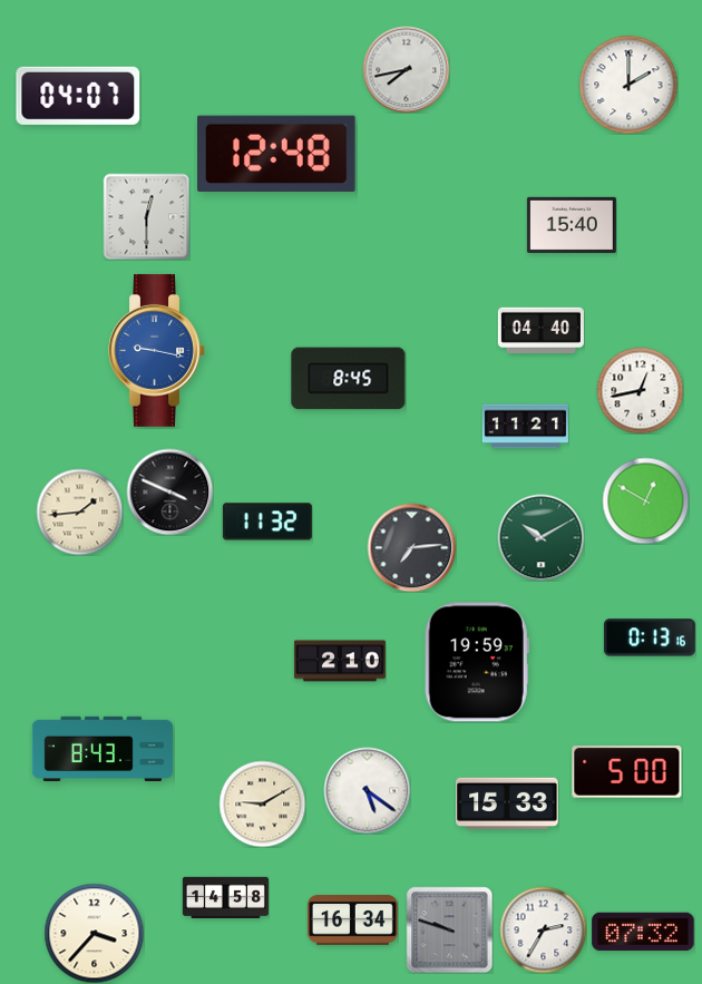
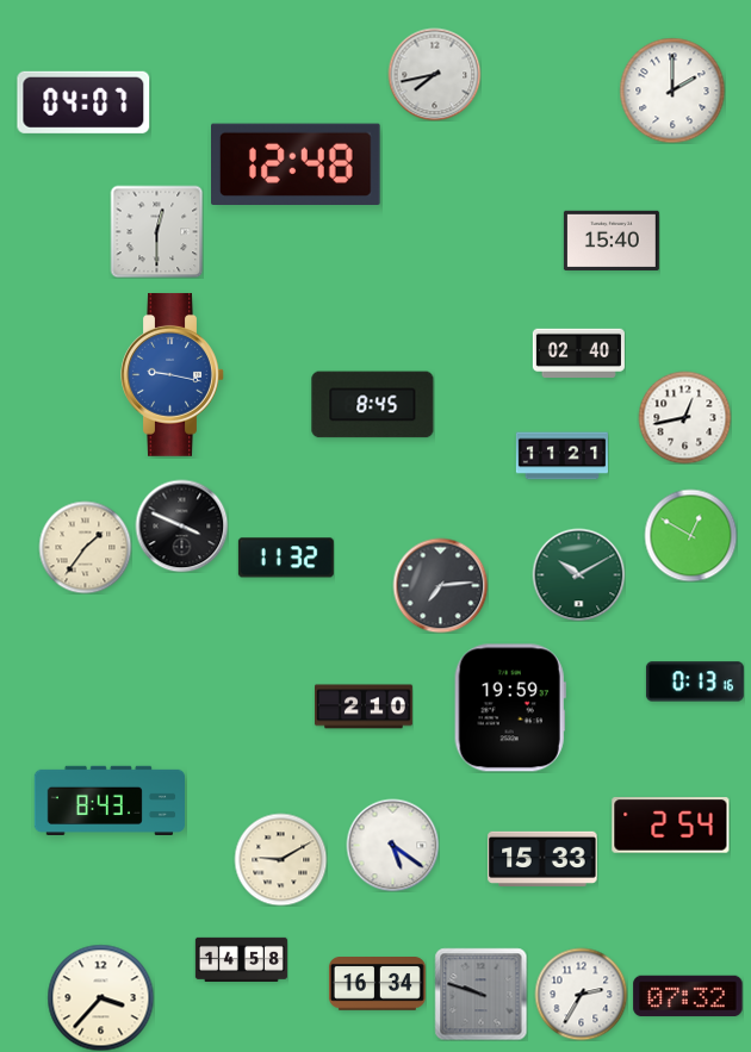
clock at (540, 330): 04:40 -> 02:40
clock at (157, 350) position: (157, 350) -> (173, 374)
clock at (79, 512): 1:44 -> 1:36
clock at (627, 772): 5:00 -> 2:54
